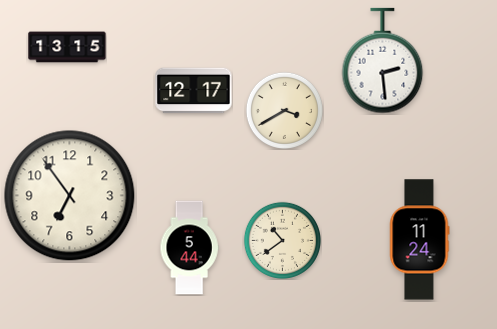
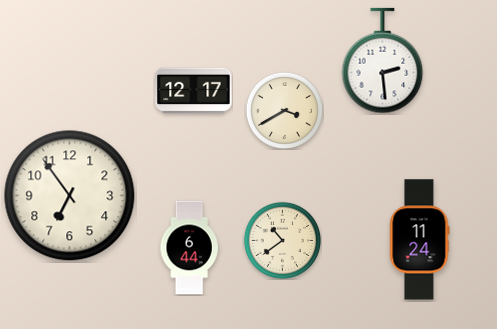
clock at (67, 47): 13:15 -> none
clock at (189, 248): 5:44 -> 6:44
